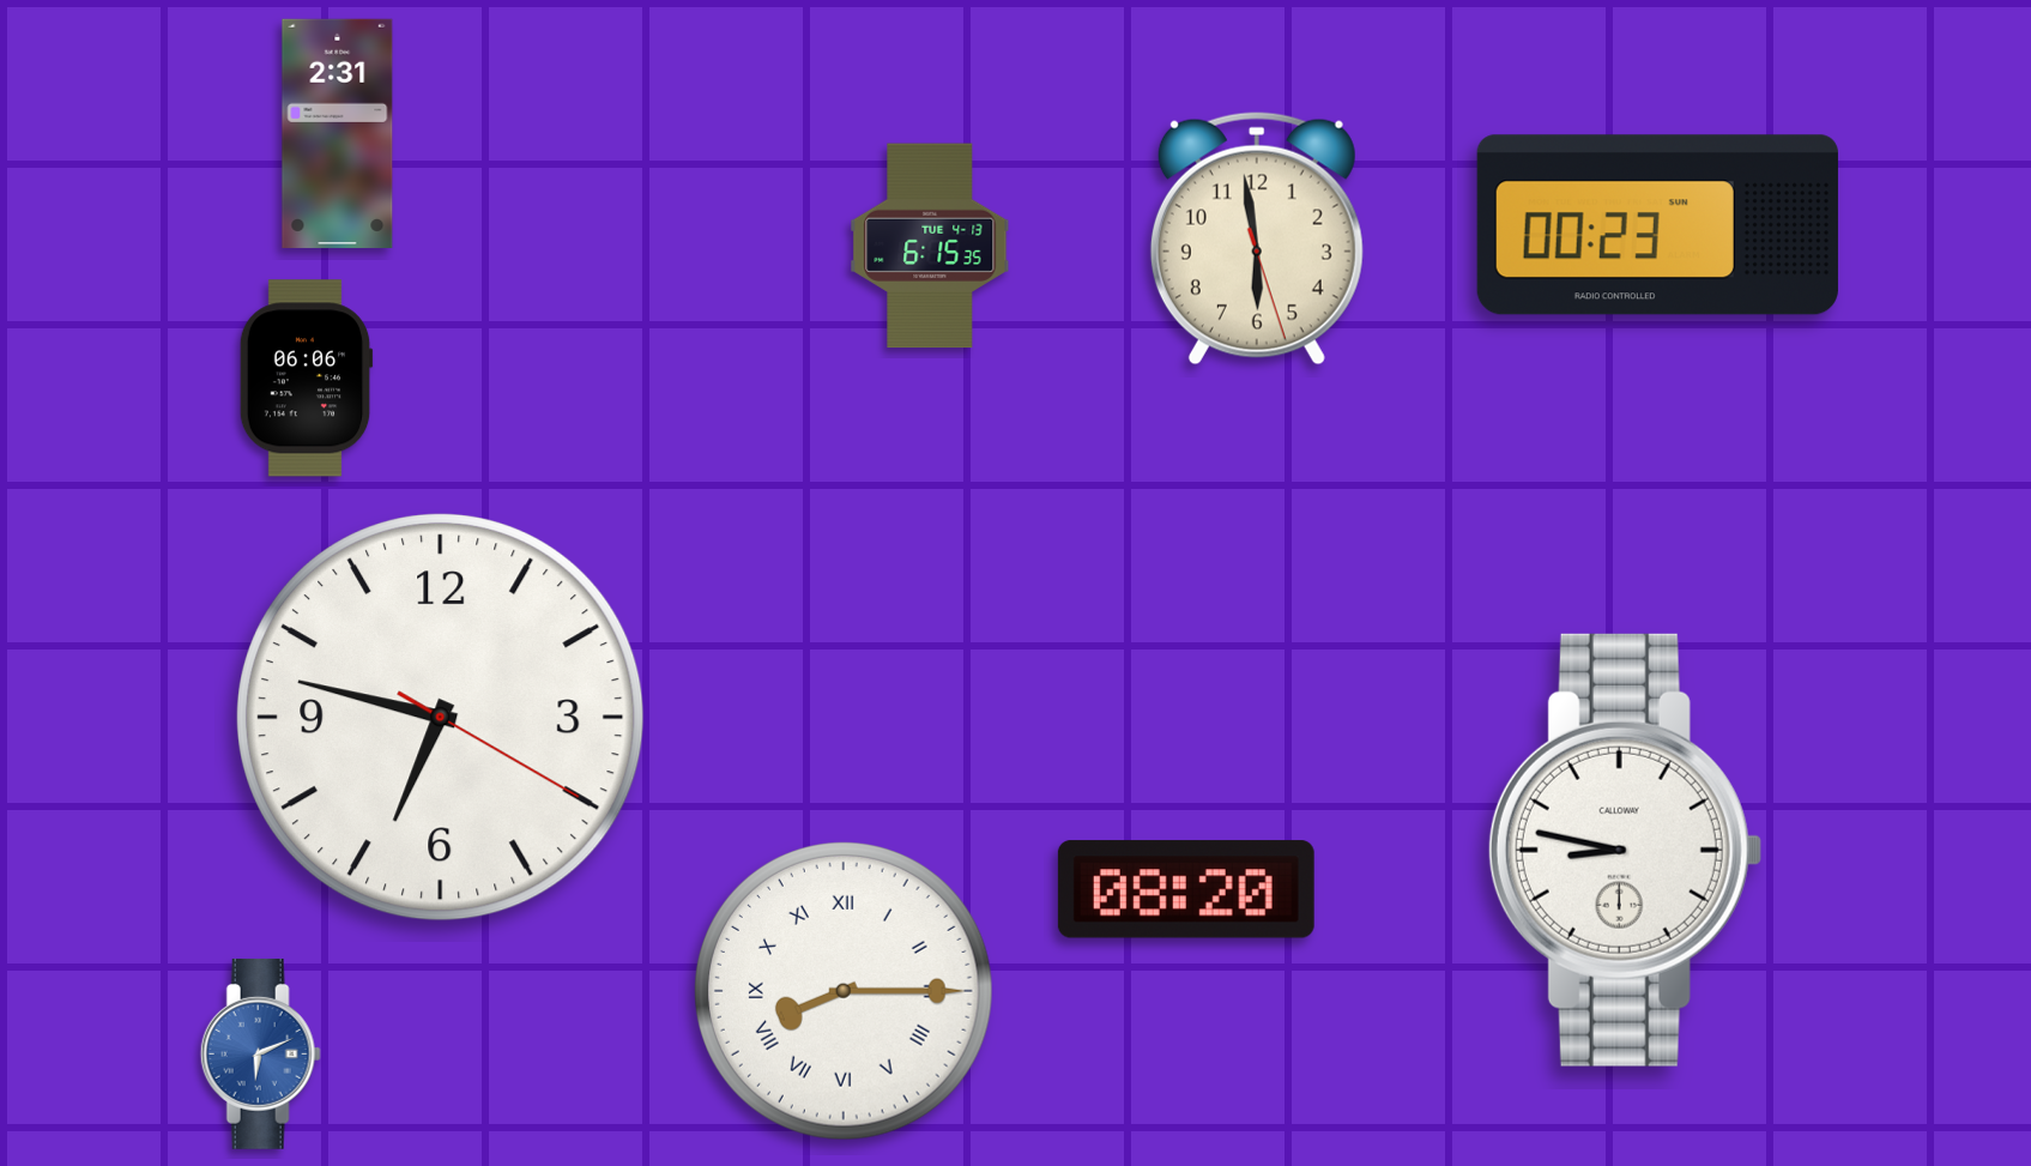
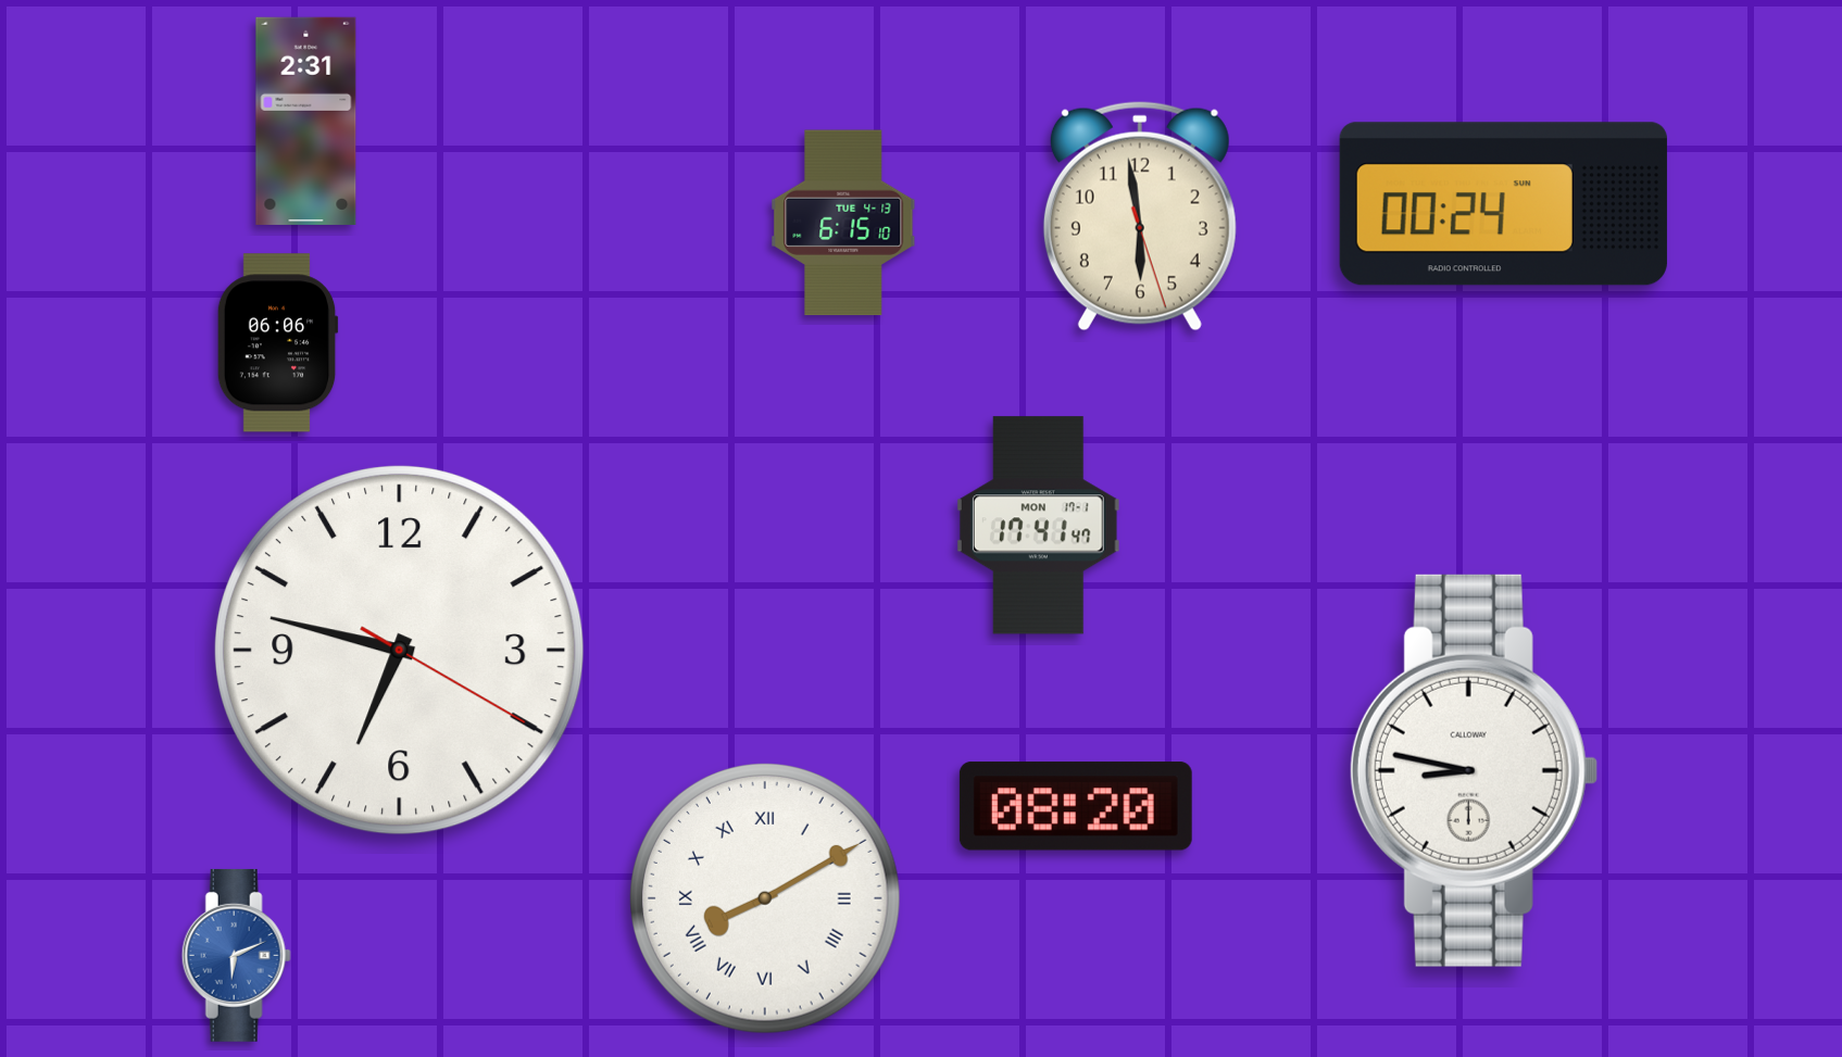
clock at (1657, 225): 00:23 -> 00:24
clock at (930, 246): 6:15:35 -> 6:15:10
clock at (1038, 526): none -> 17:41
clock at (844, 991): 8:15 -> 8:10
